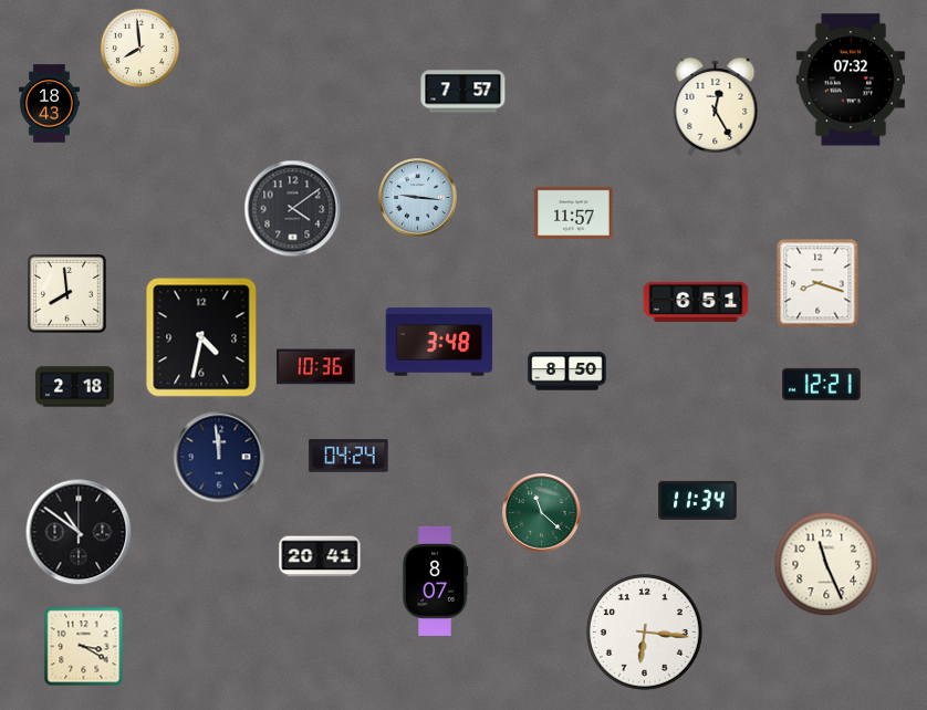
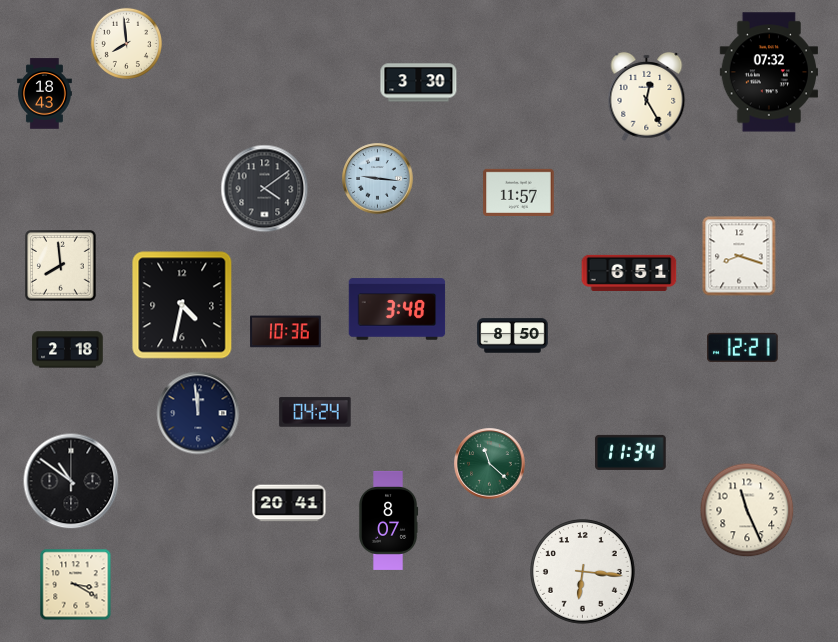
clock at (463, 92): 7:57 -> 3:30
clock at (435, 581) position: (435, 581) -> (388, 520)
